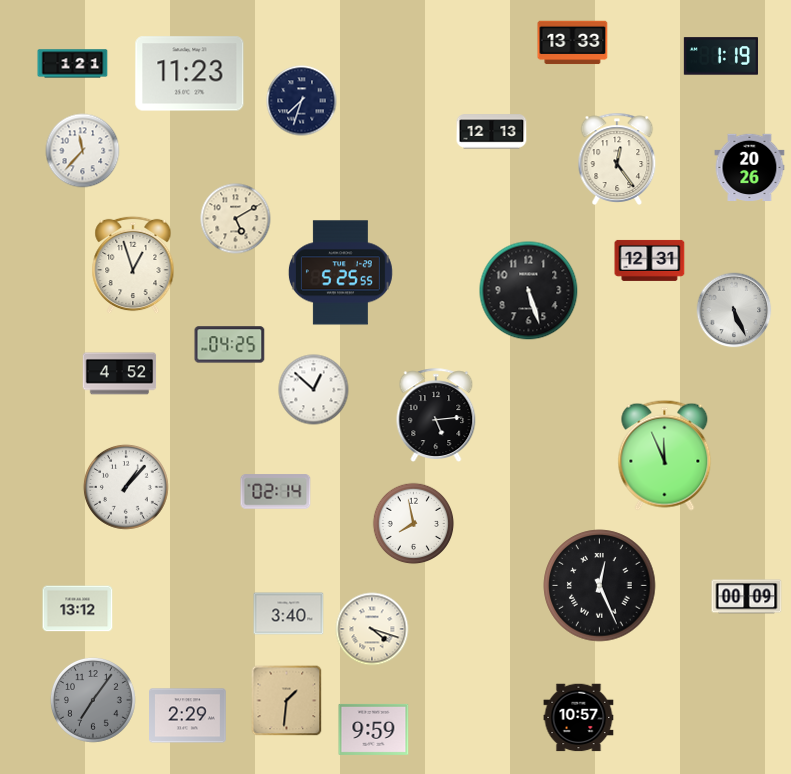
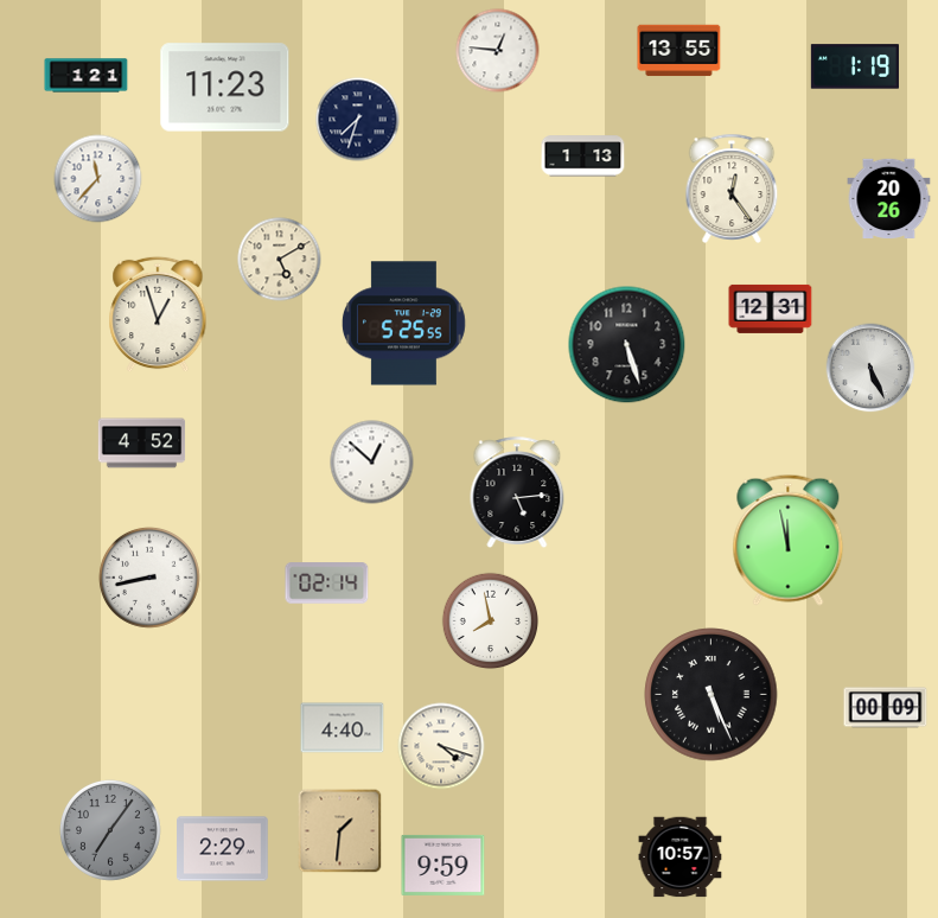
clock at (498, 51): none -> 12:46
clock at (573, 43): 13:33 -> 13:55
clock at (492, 132): 12:13 -> 1:13
clock at (230, 345): 04:25 -> none
clock at (665, 455): 11:56 -> 11:58
clock at (126, 487): 1:07 -> 8:43
clock at (600, 586): 12:26 -> 5:26
clock at (78, 609): 13:12 -> none
clock at (289, 614): 3:40 -> 4:40
clock at (579, 718) position: (579, 718) -> (681, 858)
